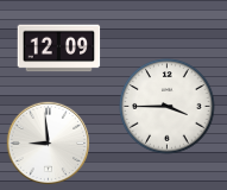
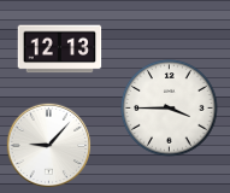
clock at (59, 49): 12:09 -> 12:13
clock at (49, 144): 8:59 -> 9:07
